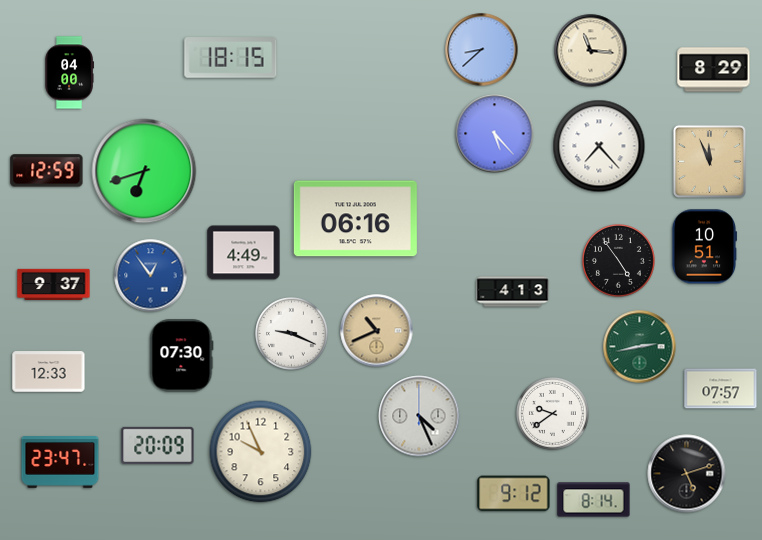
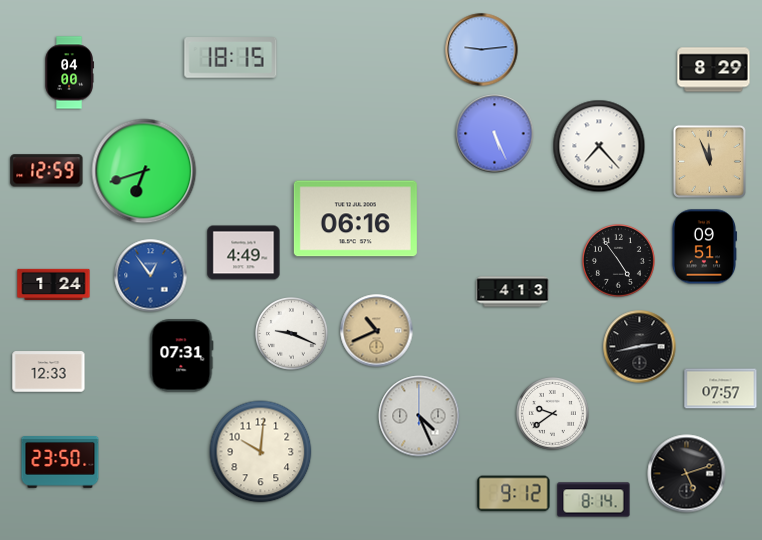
clock at (482, 50): 8:38 -> 9:14
clock at (591, 51): 11:16 -> none
clock at (495, 134): 5:23 -> 5:26
clock at (703, 247): 10:51 -> 09:51
clock at (54, 284): 9:37 -> 1:24
clock at (640, 347) dial: green -> black
clock at (182, 356): 07:30 -> 07:31
clock at (158, 445): 20:09 -> none
clock at (261, 452): 9:56 -> 10:01
clock at (60, 463): 23:47 -> 23:50
